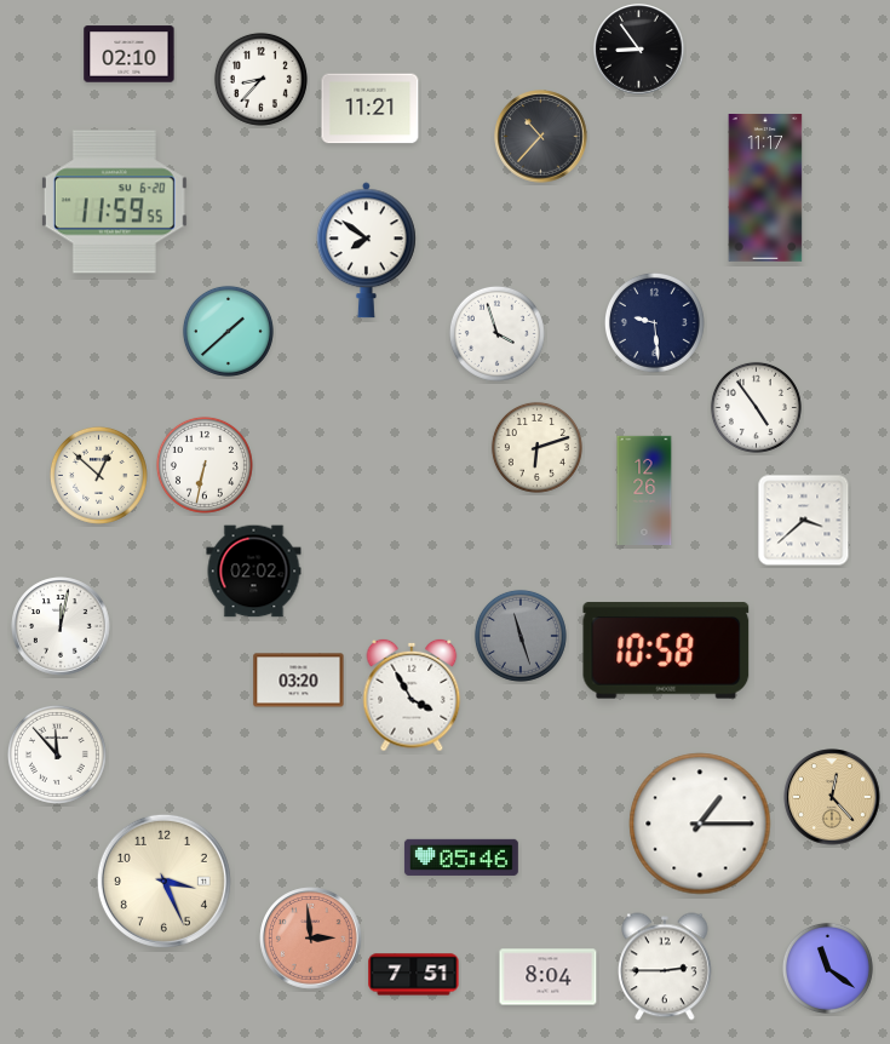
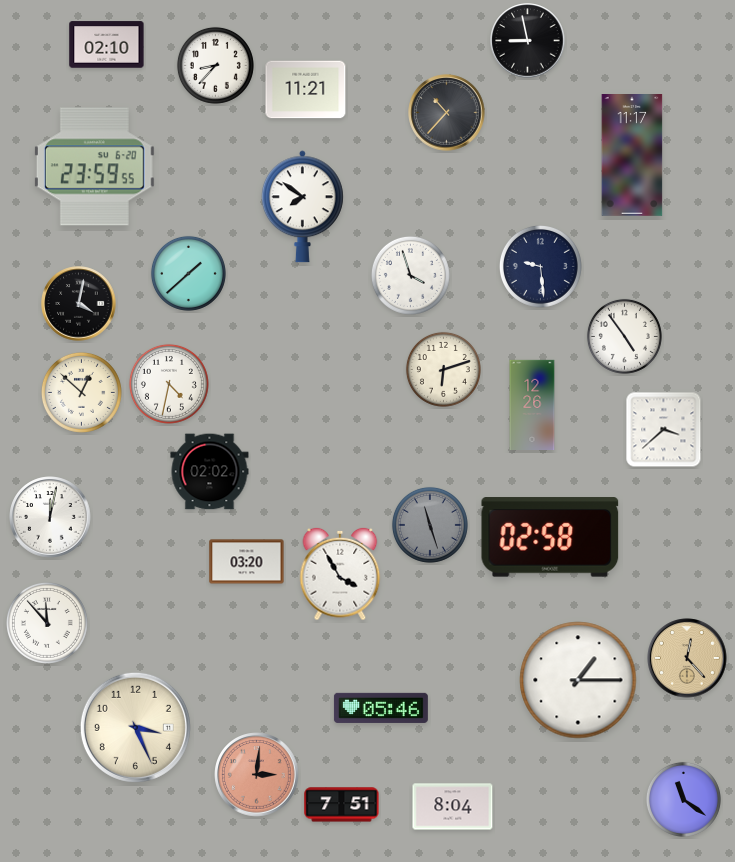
clock at (639, 50): 8:54 -> 8:58
clock at (114, 202): 11:59 -> 23:59
clock at (79, 304): none -> 4:02
clock at (205, 465): 6:32 -> 4:32
clock at (666, 650): 10:58 -> 02:58
clock at (311, 939): 2:59 -> 3:01
clock at (666, 966): 2:45 -> none
